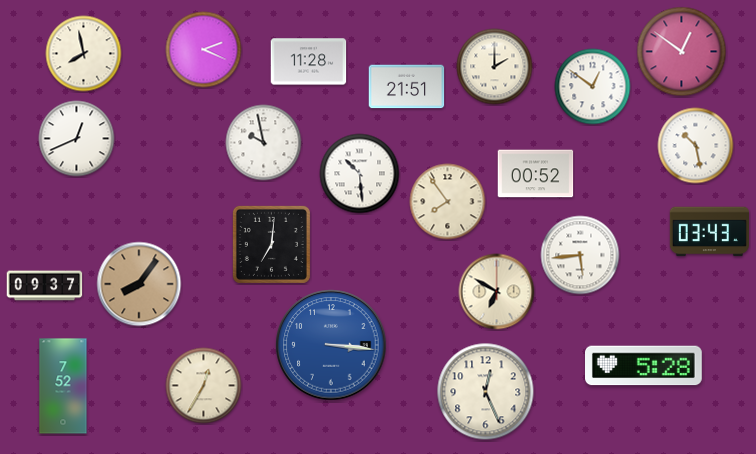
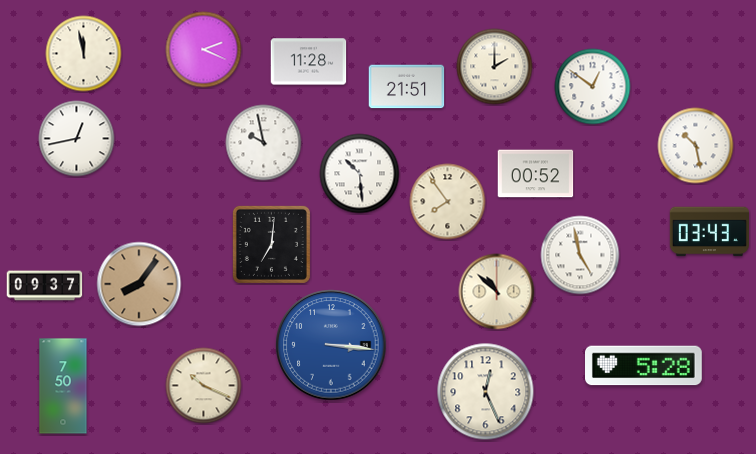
clock at (682, 52): 12:51 -> none
clock at (84, 54): 7:58 -> 11:58
clock at (77, 139): 12:41 -> 12:43
clock at (580, 255): 5:44 -> 4:58
clock at (497, 292): 6:50 -> 10:52
clock at (63, 386): 7:52 -> 7:50
clock at (204, 386): 12:35 -> 10:19
